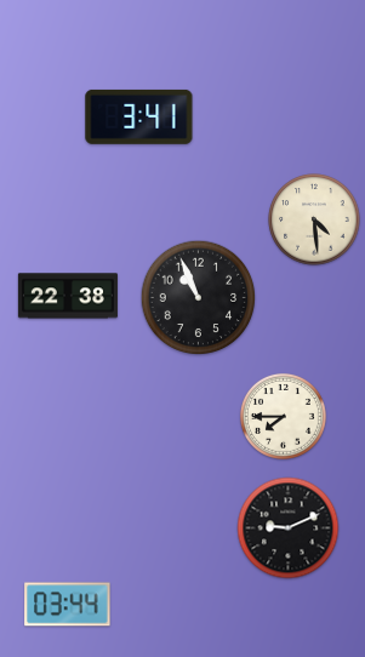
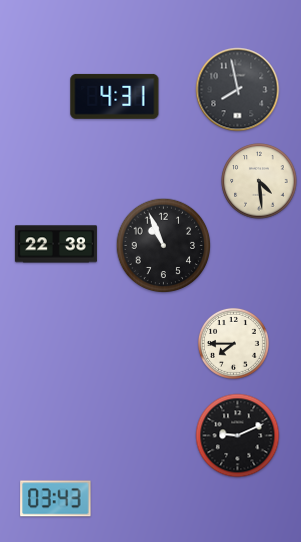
clock at (238, 90): none -> 7:58
clock at (139, 116): 3:41 -> 4:31
clock at (68, 605): 03:44 -> 03:43
